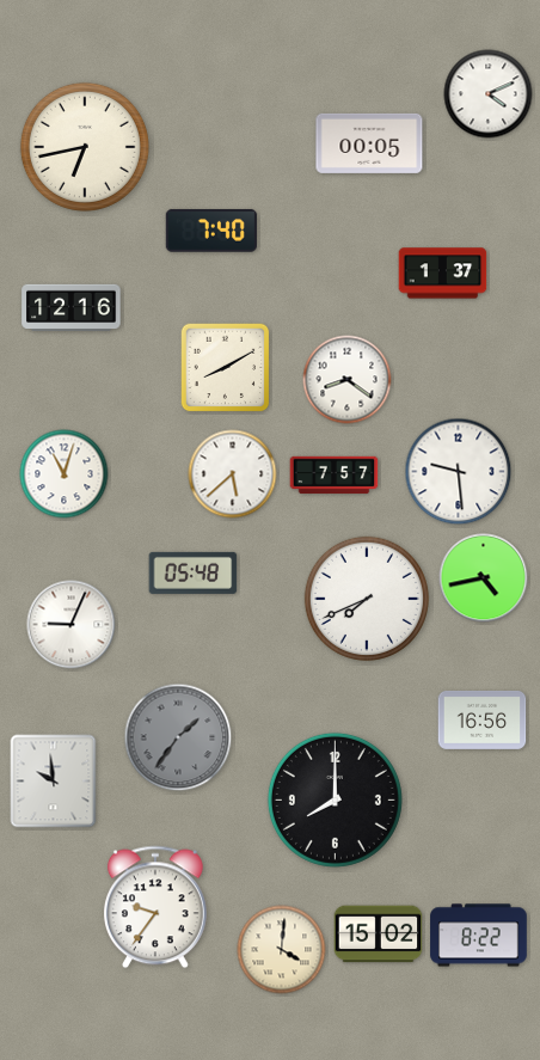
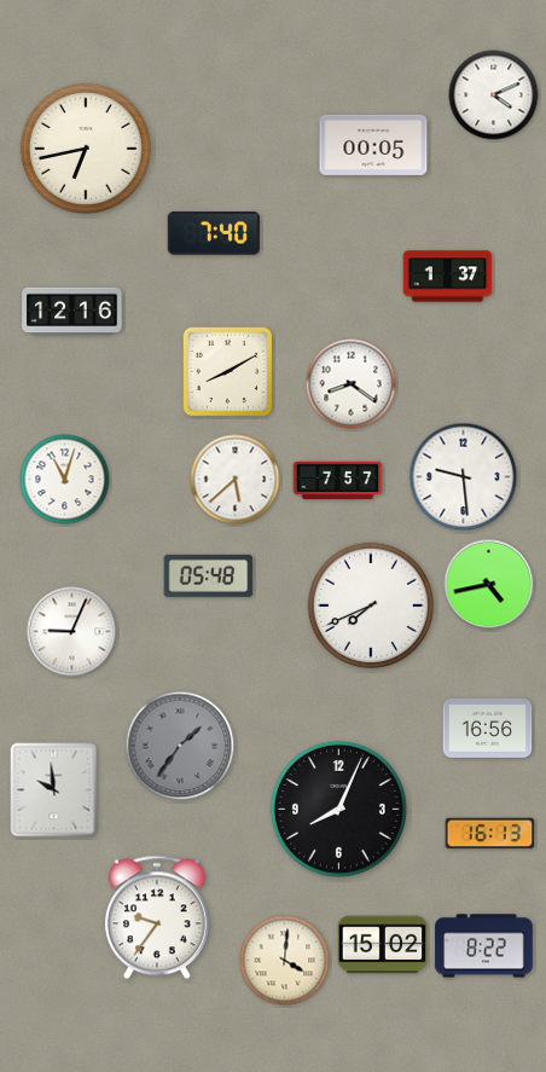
clock at (194, 572) position: (194, 572) -> (209, 575)
clock at (335, 799): 8:00 -> 8:04
clock at (490, 834): none -> 16:13
